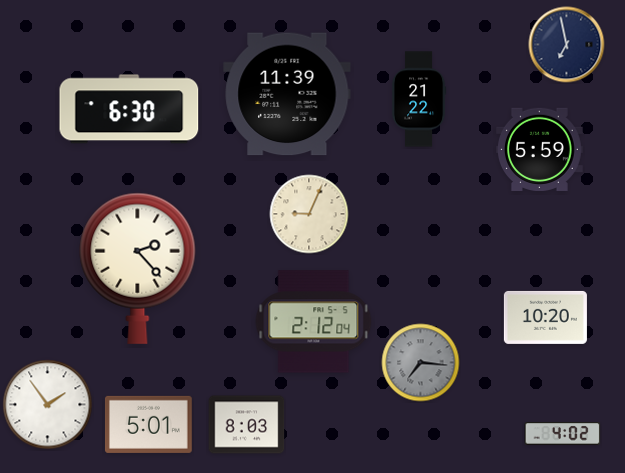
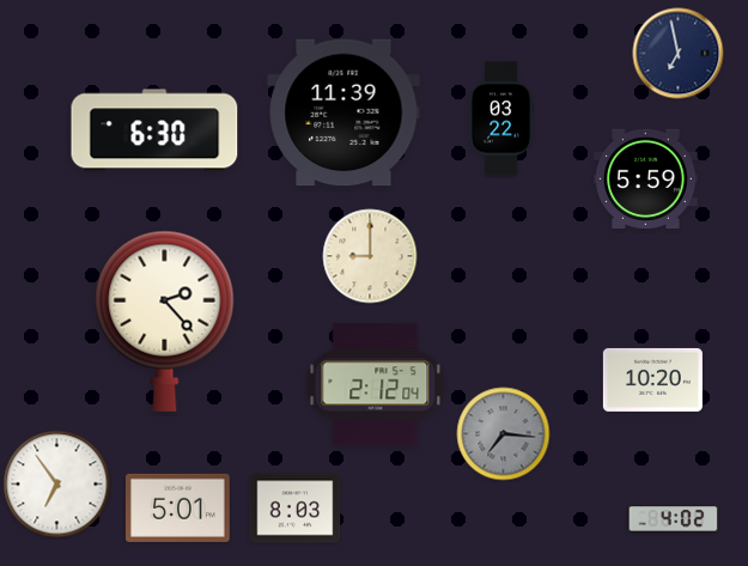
clock at (419, 99): 21:22 -> 03:22
clock at (309, 214): 9:04 -> 9:00
clock at (48, 405): 1:54 -> 6:54
